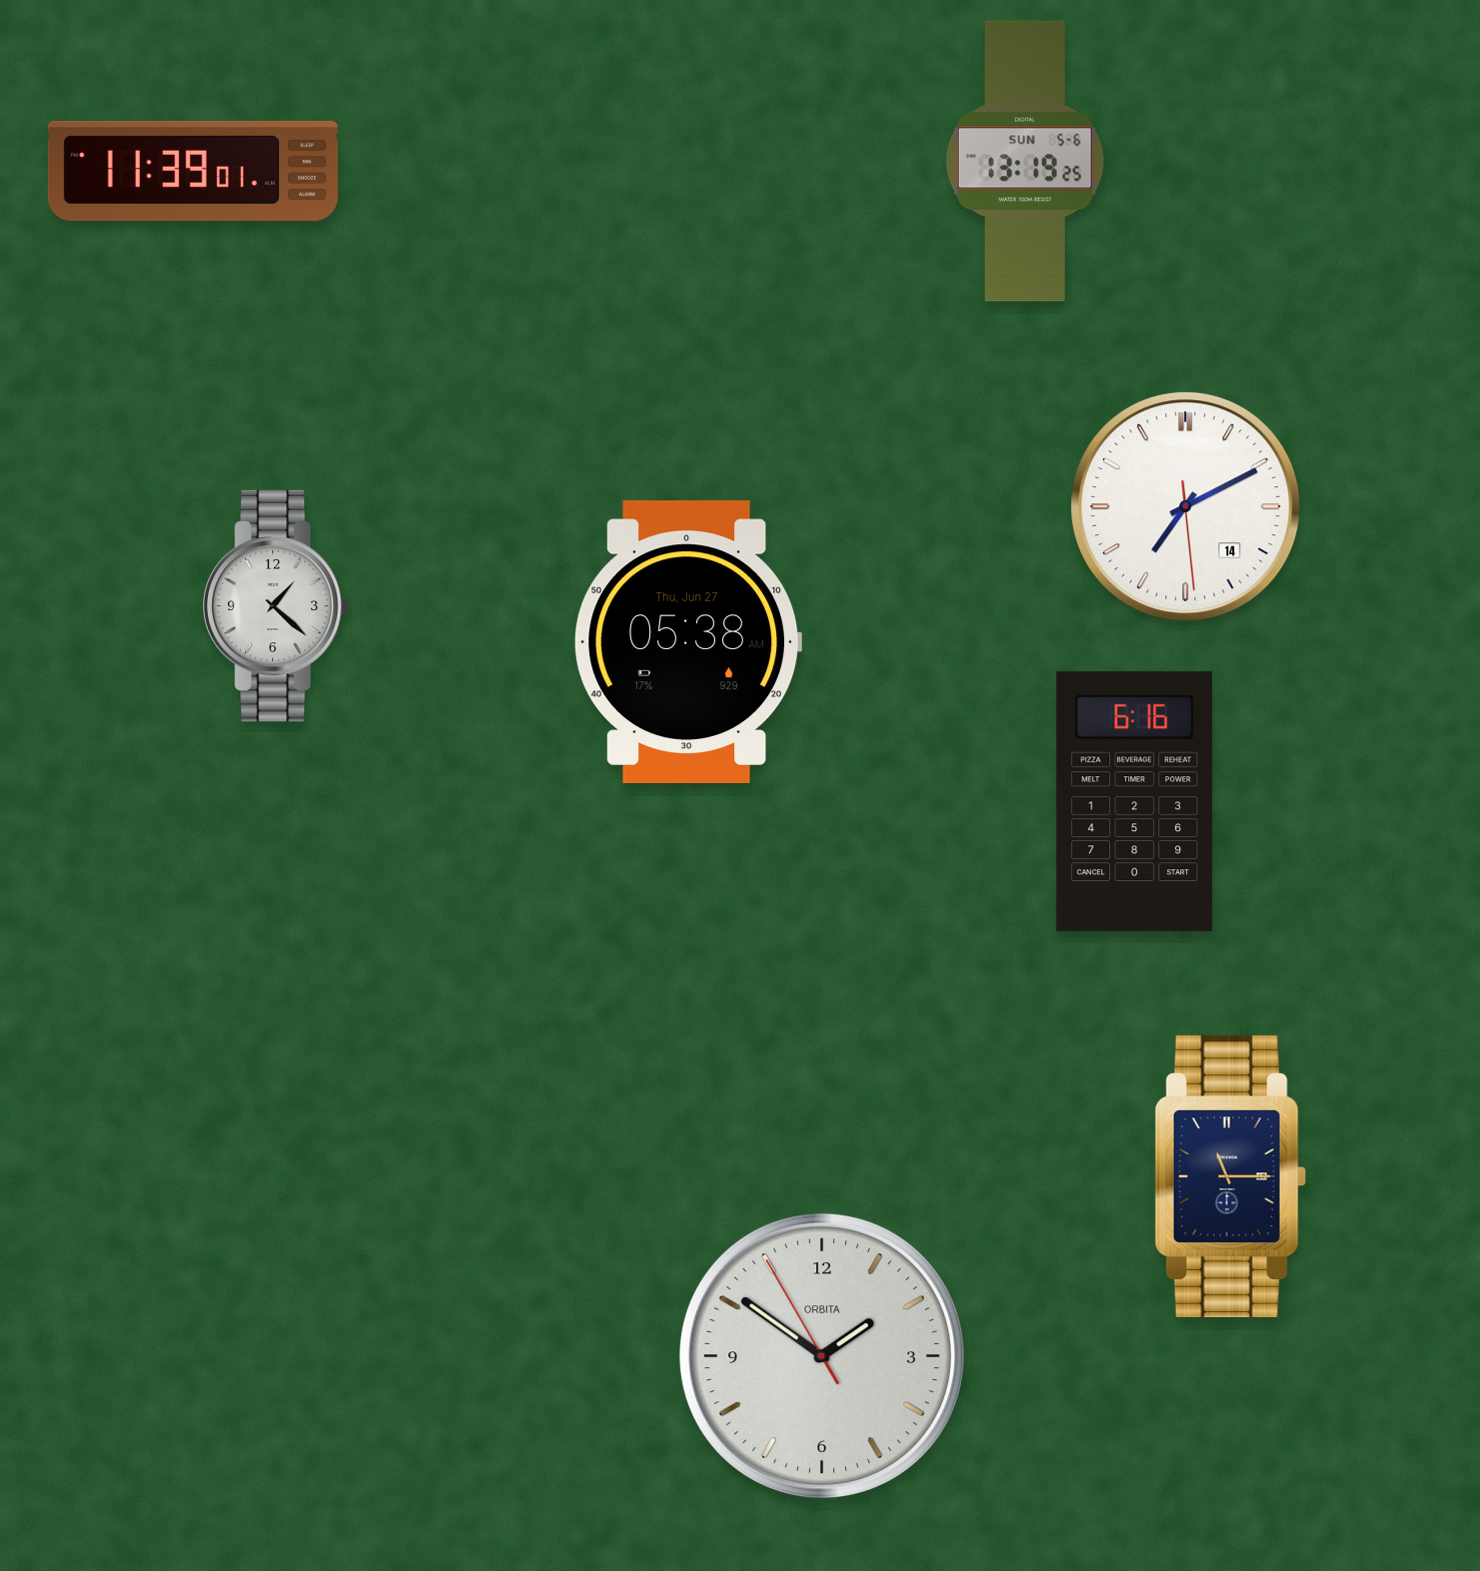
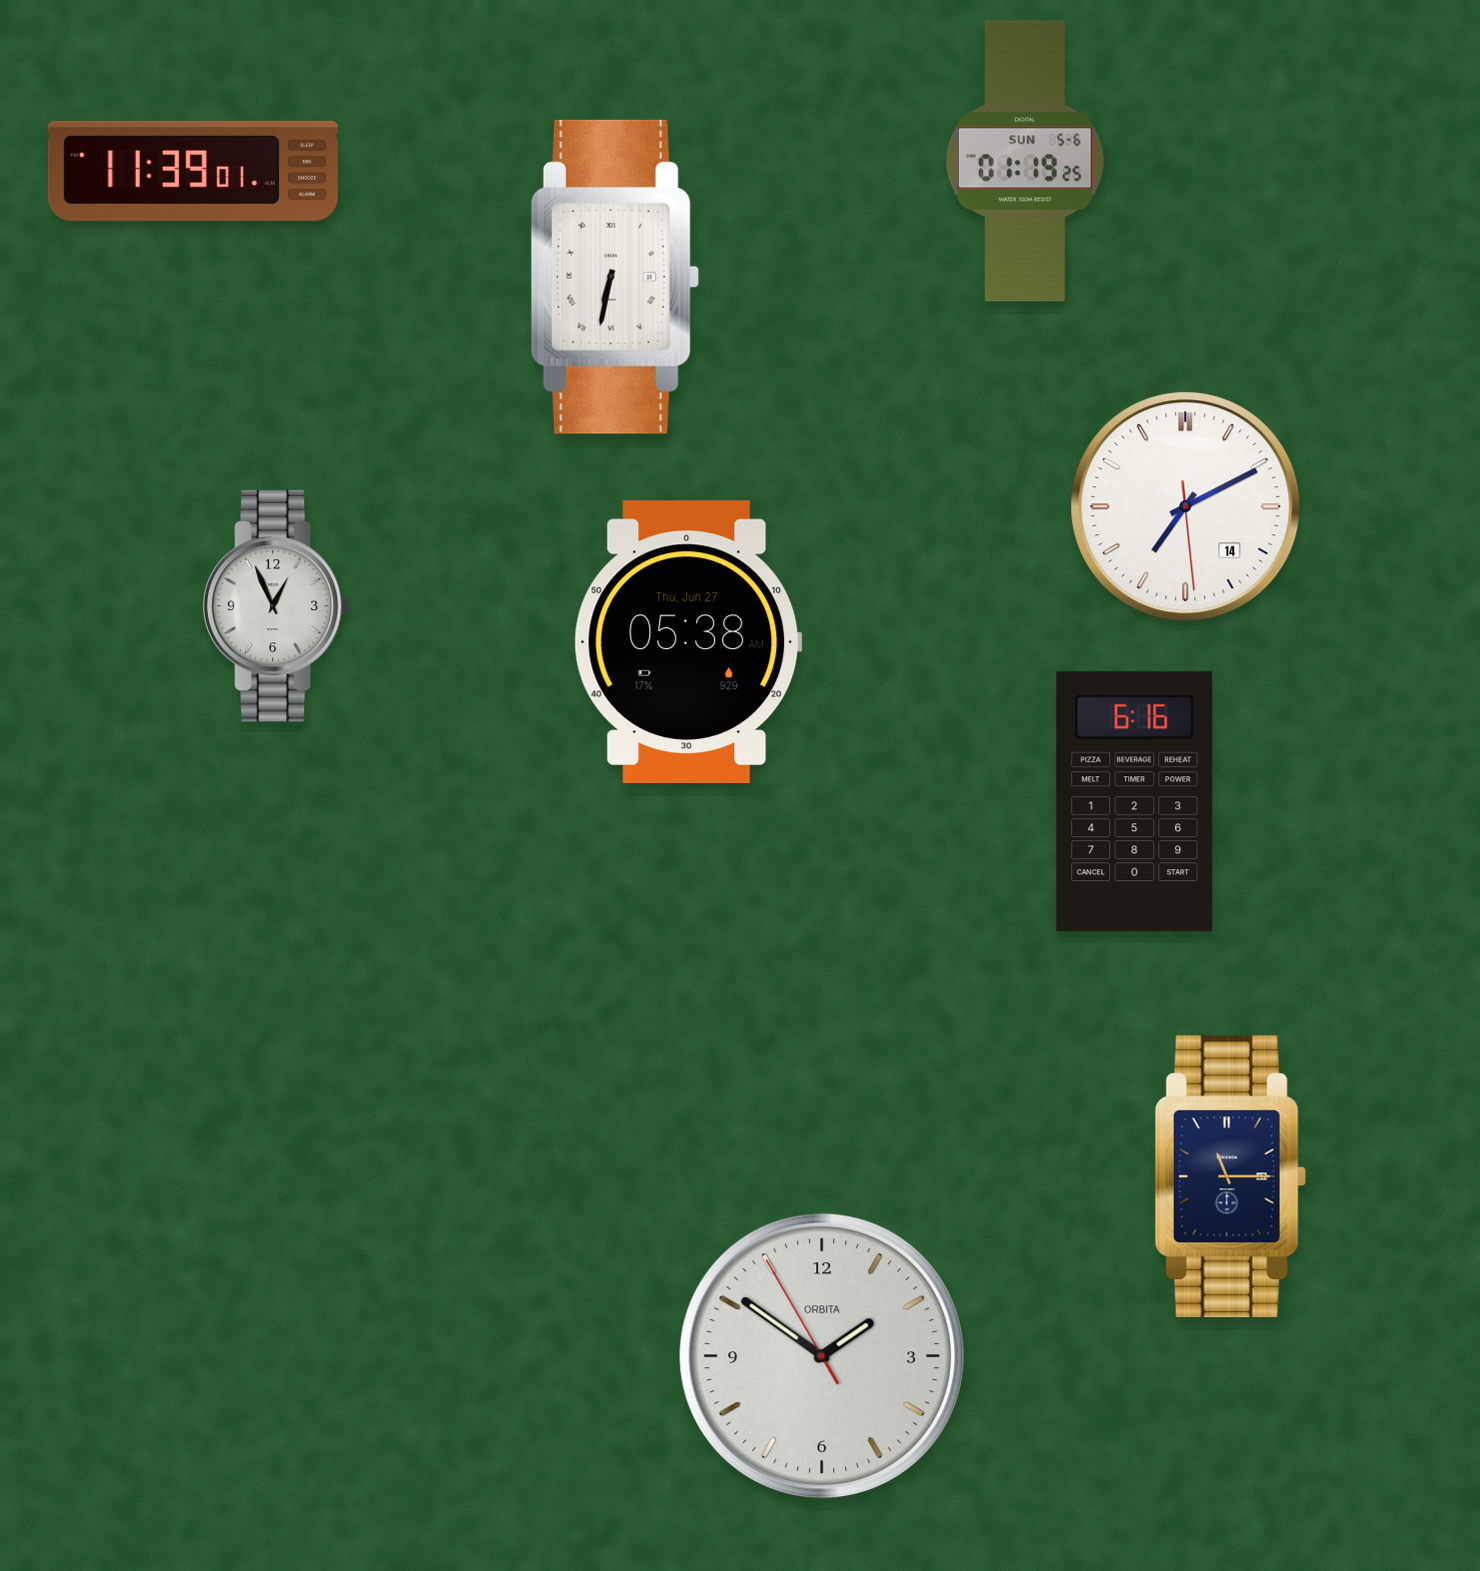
clock at (1025, 161): 13:19 -> 01:19
clock at (615, 277): none -> 6:32
clock at (276, 606): 1:22 -> 12:56
